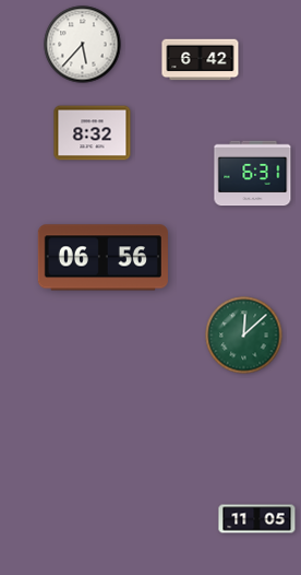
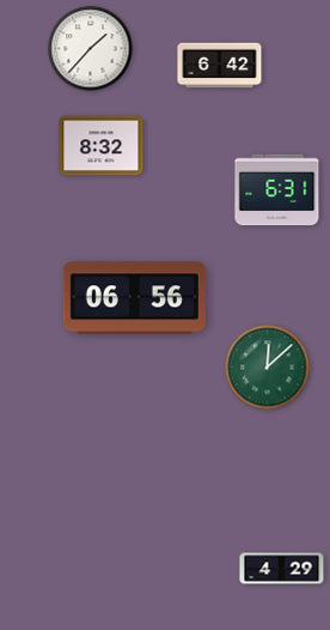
clock at (83, 45): 5:37 -> 1:37
clock at (103, 258) position: (103, 258) -> (134, 298)
clock at (257, 519): 11:05 -> 4:29
